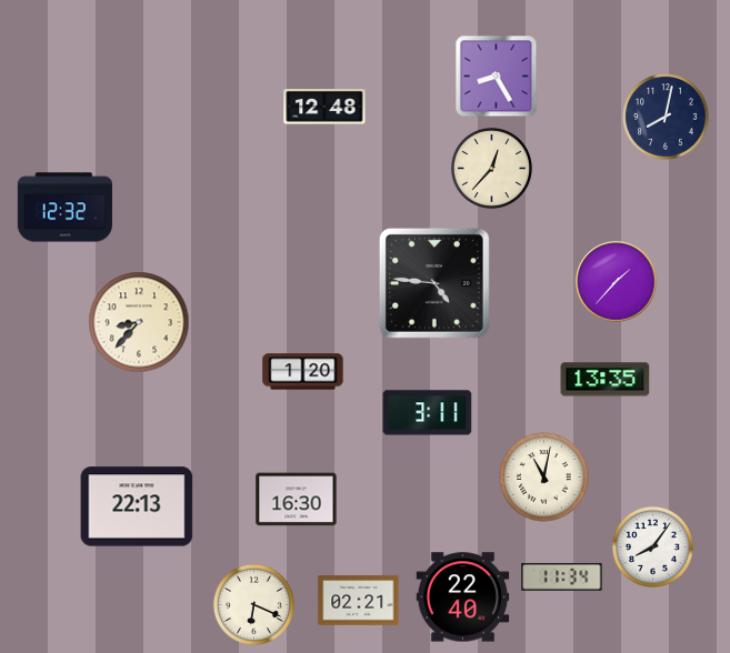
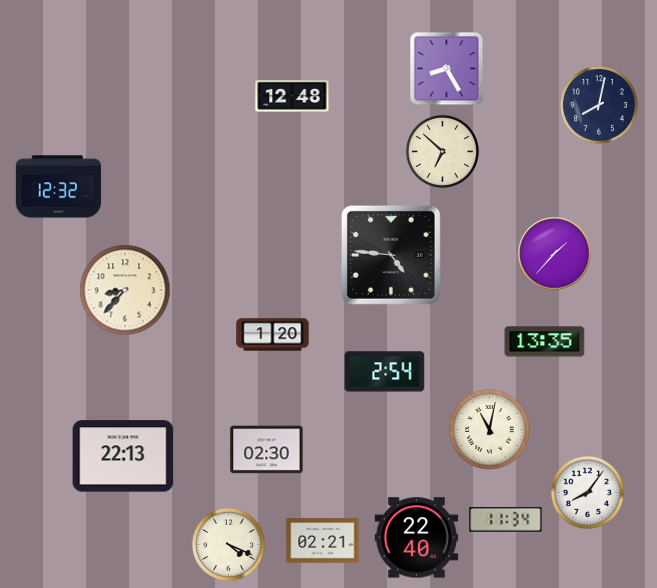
clock at (491, 168): 12:37 -> 6:52
clock at (428, 413): 3:11 -> 2:54
clock at (297, 500): 16:30 -> 02:30
clock at (253, 604): 6:19 -> 4:19
